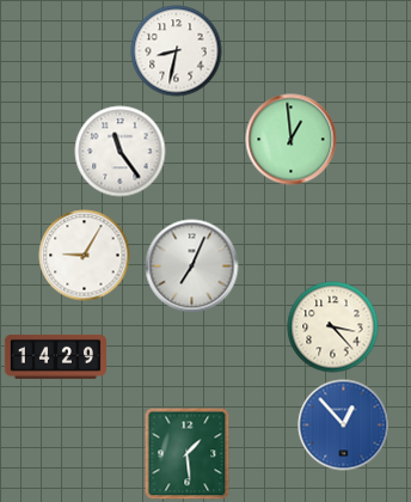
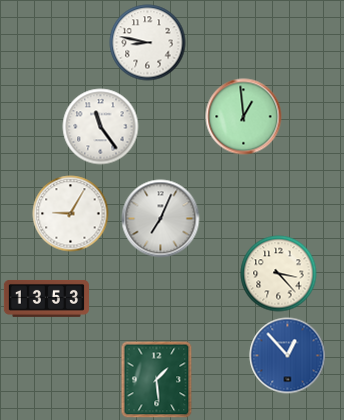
clock at (177, 51): 8:32 -> 8:47
clock at (192, 267) position: (192, 267) -> (161, 219)
clock at (55, 356): 14:29 -> 13:53
